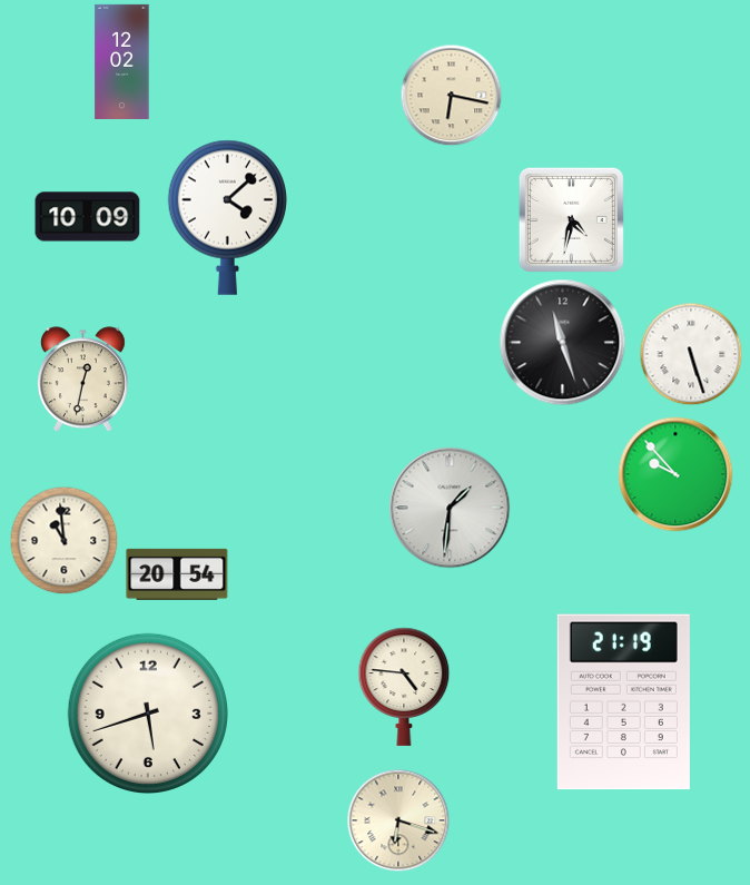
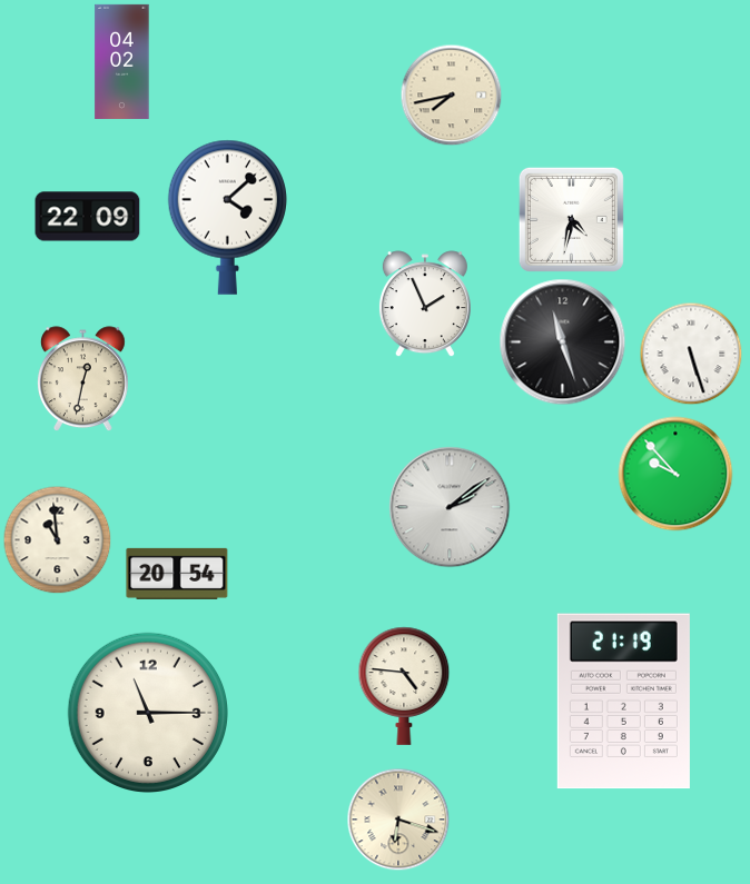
clock at (122, 61): 12:02 -> 04:02
clock at (452, 96): 6:17 -> 7:43
clock at (88, 217): 10:09 -> 22:09
clock at (425, 305): none -> 1:56
clock at (450, 508): 1:31 -> 2:09
clock at (65, 541) position: (65, 541) -> (58, 540)
clock at (147, 712): 5:42 -> 11:15
